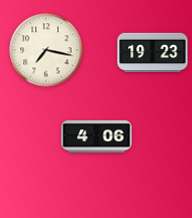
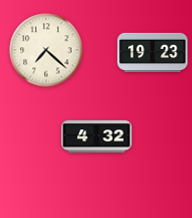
clock at (46, 50): 7:17 -> 7:22
clock at (97, 137): 4:06 -> 4:32
